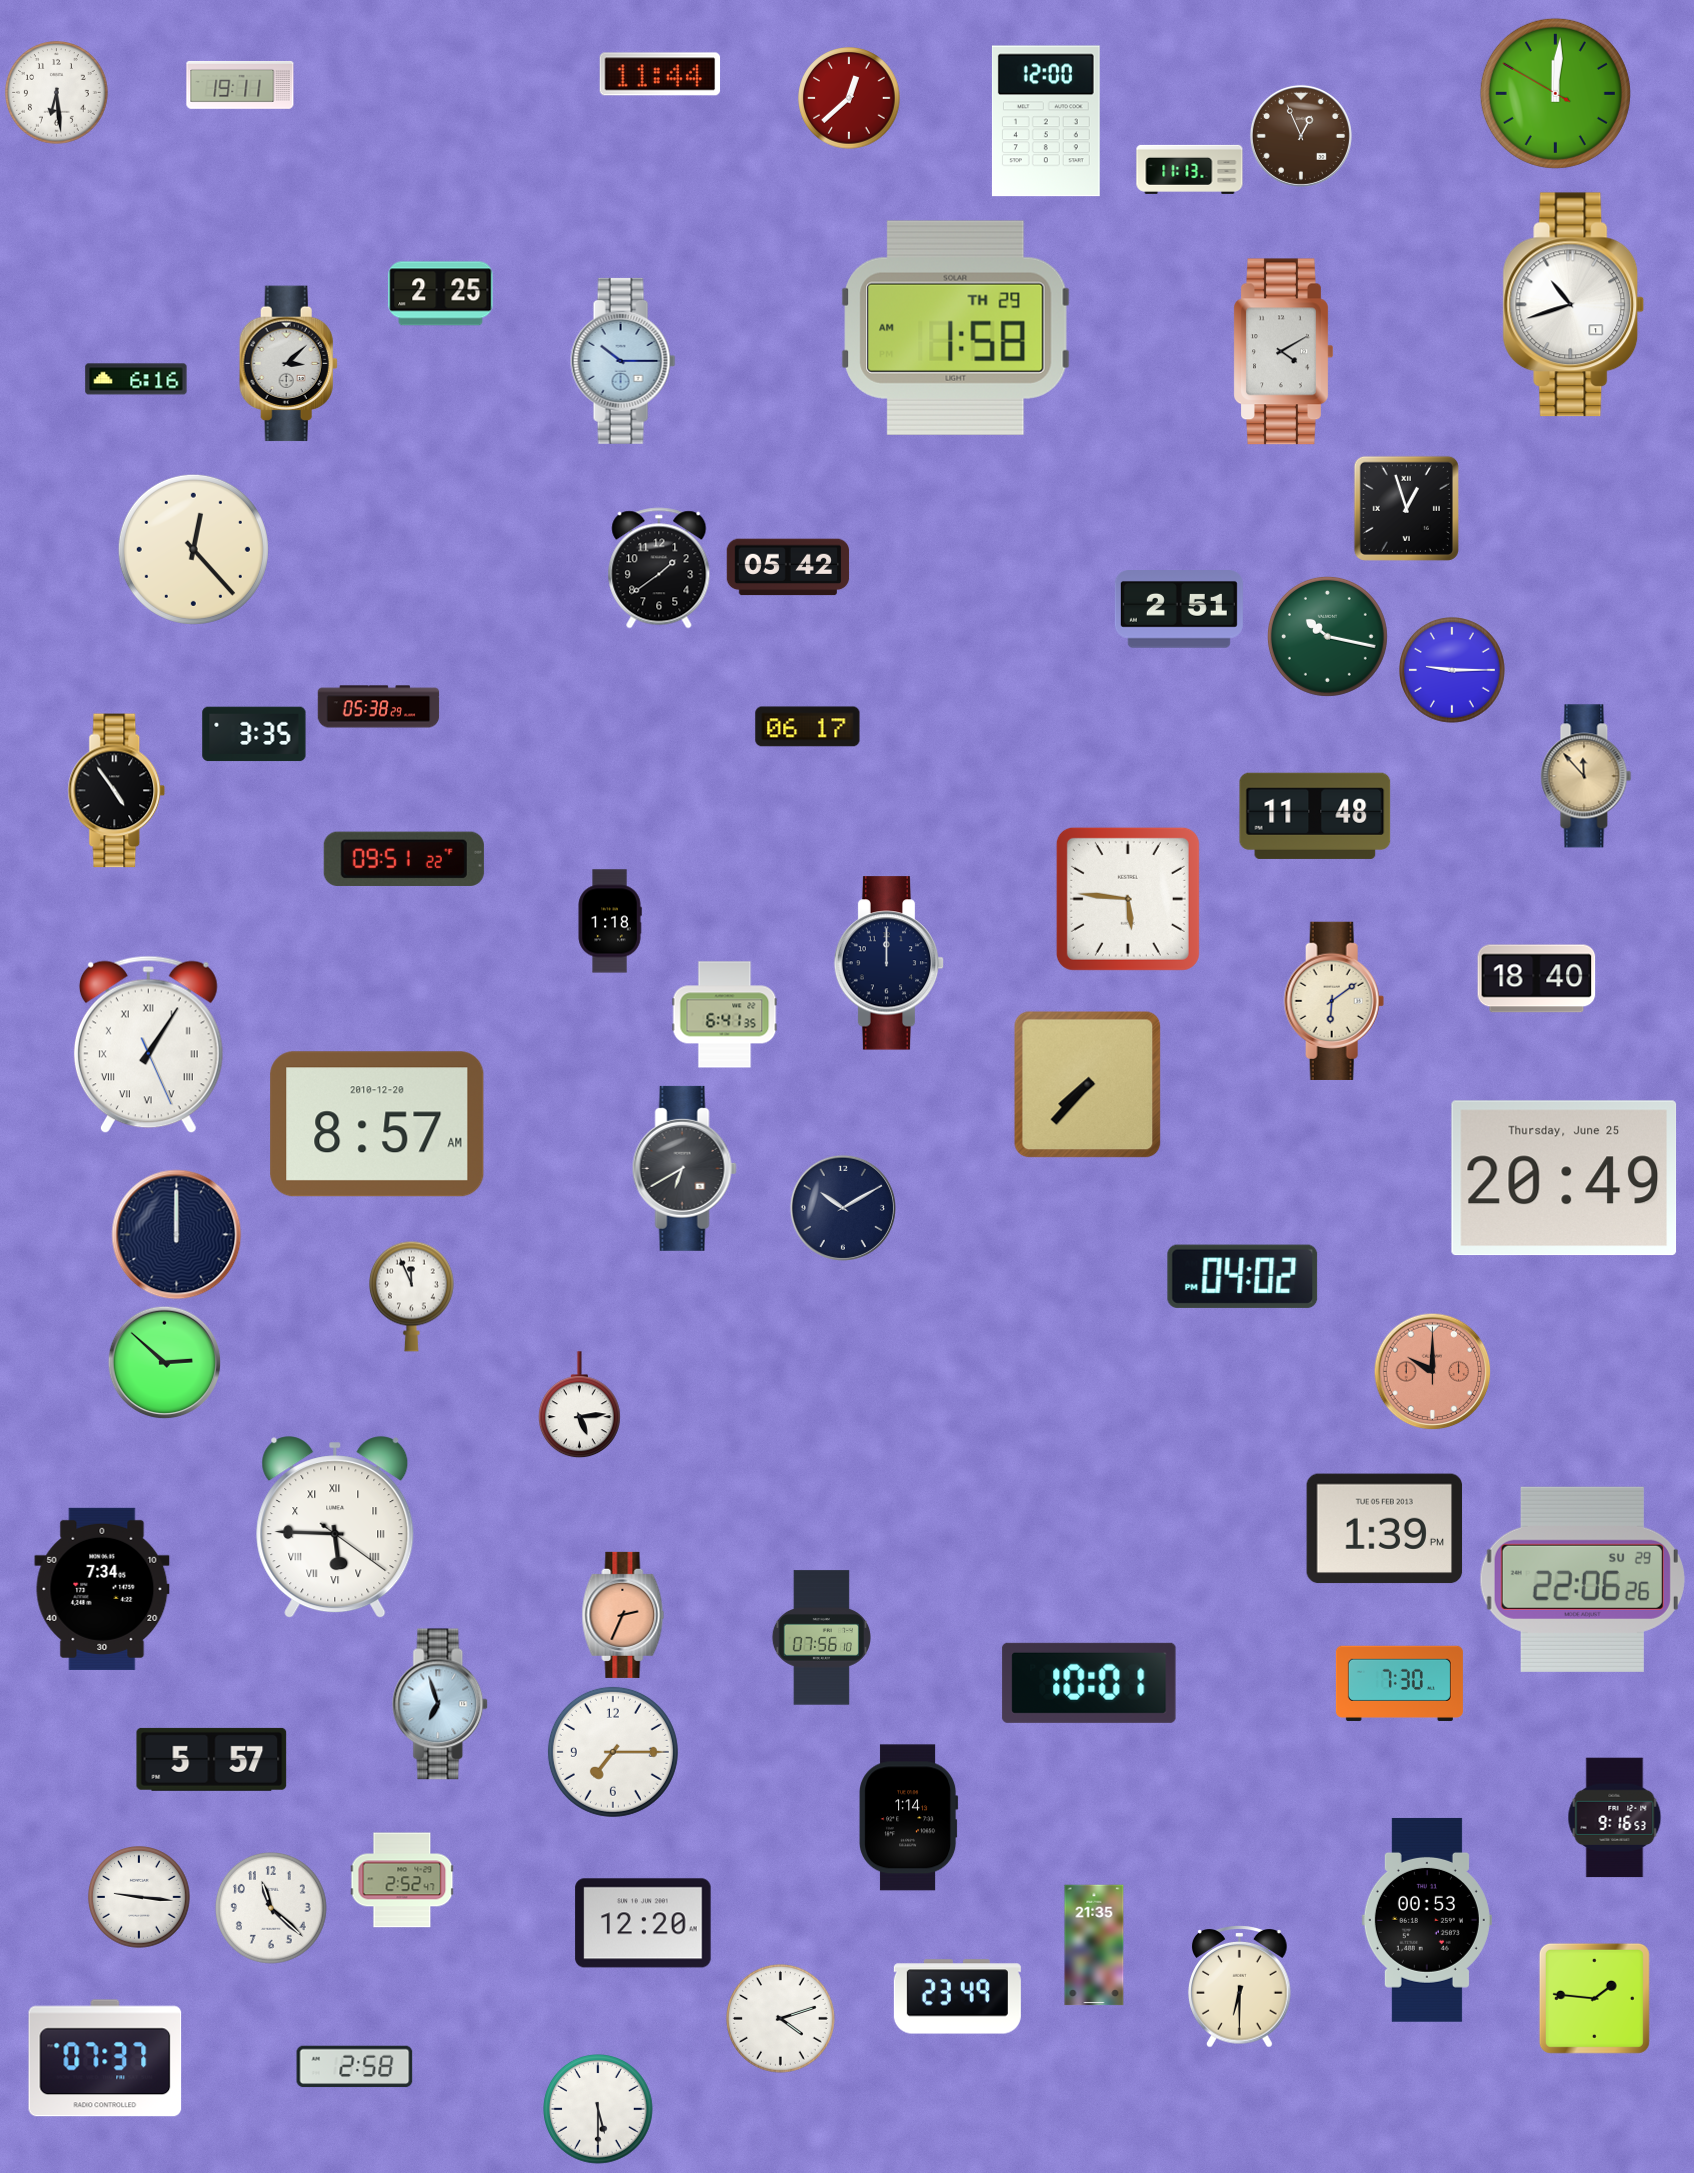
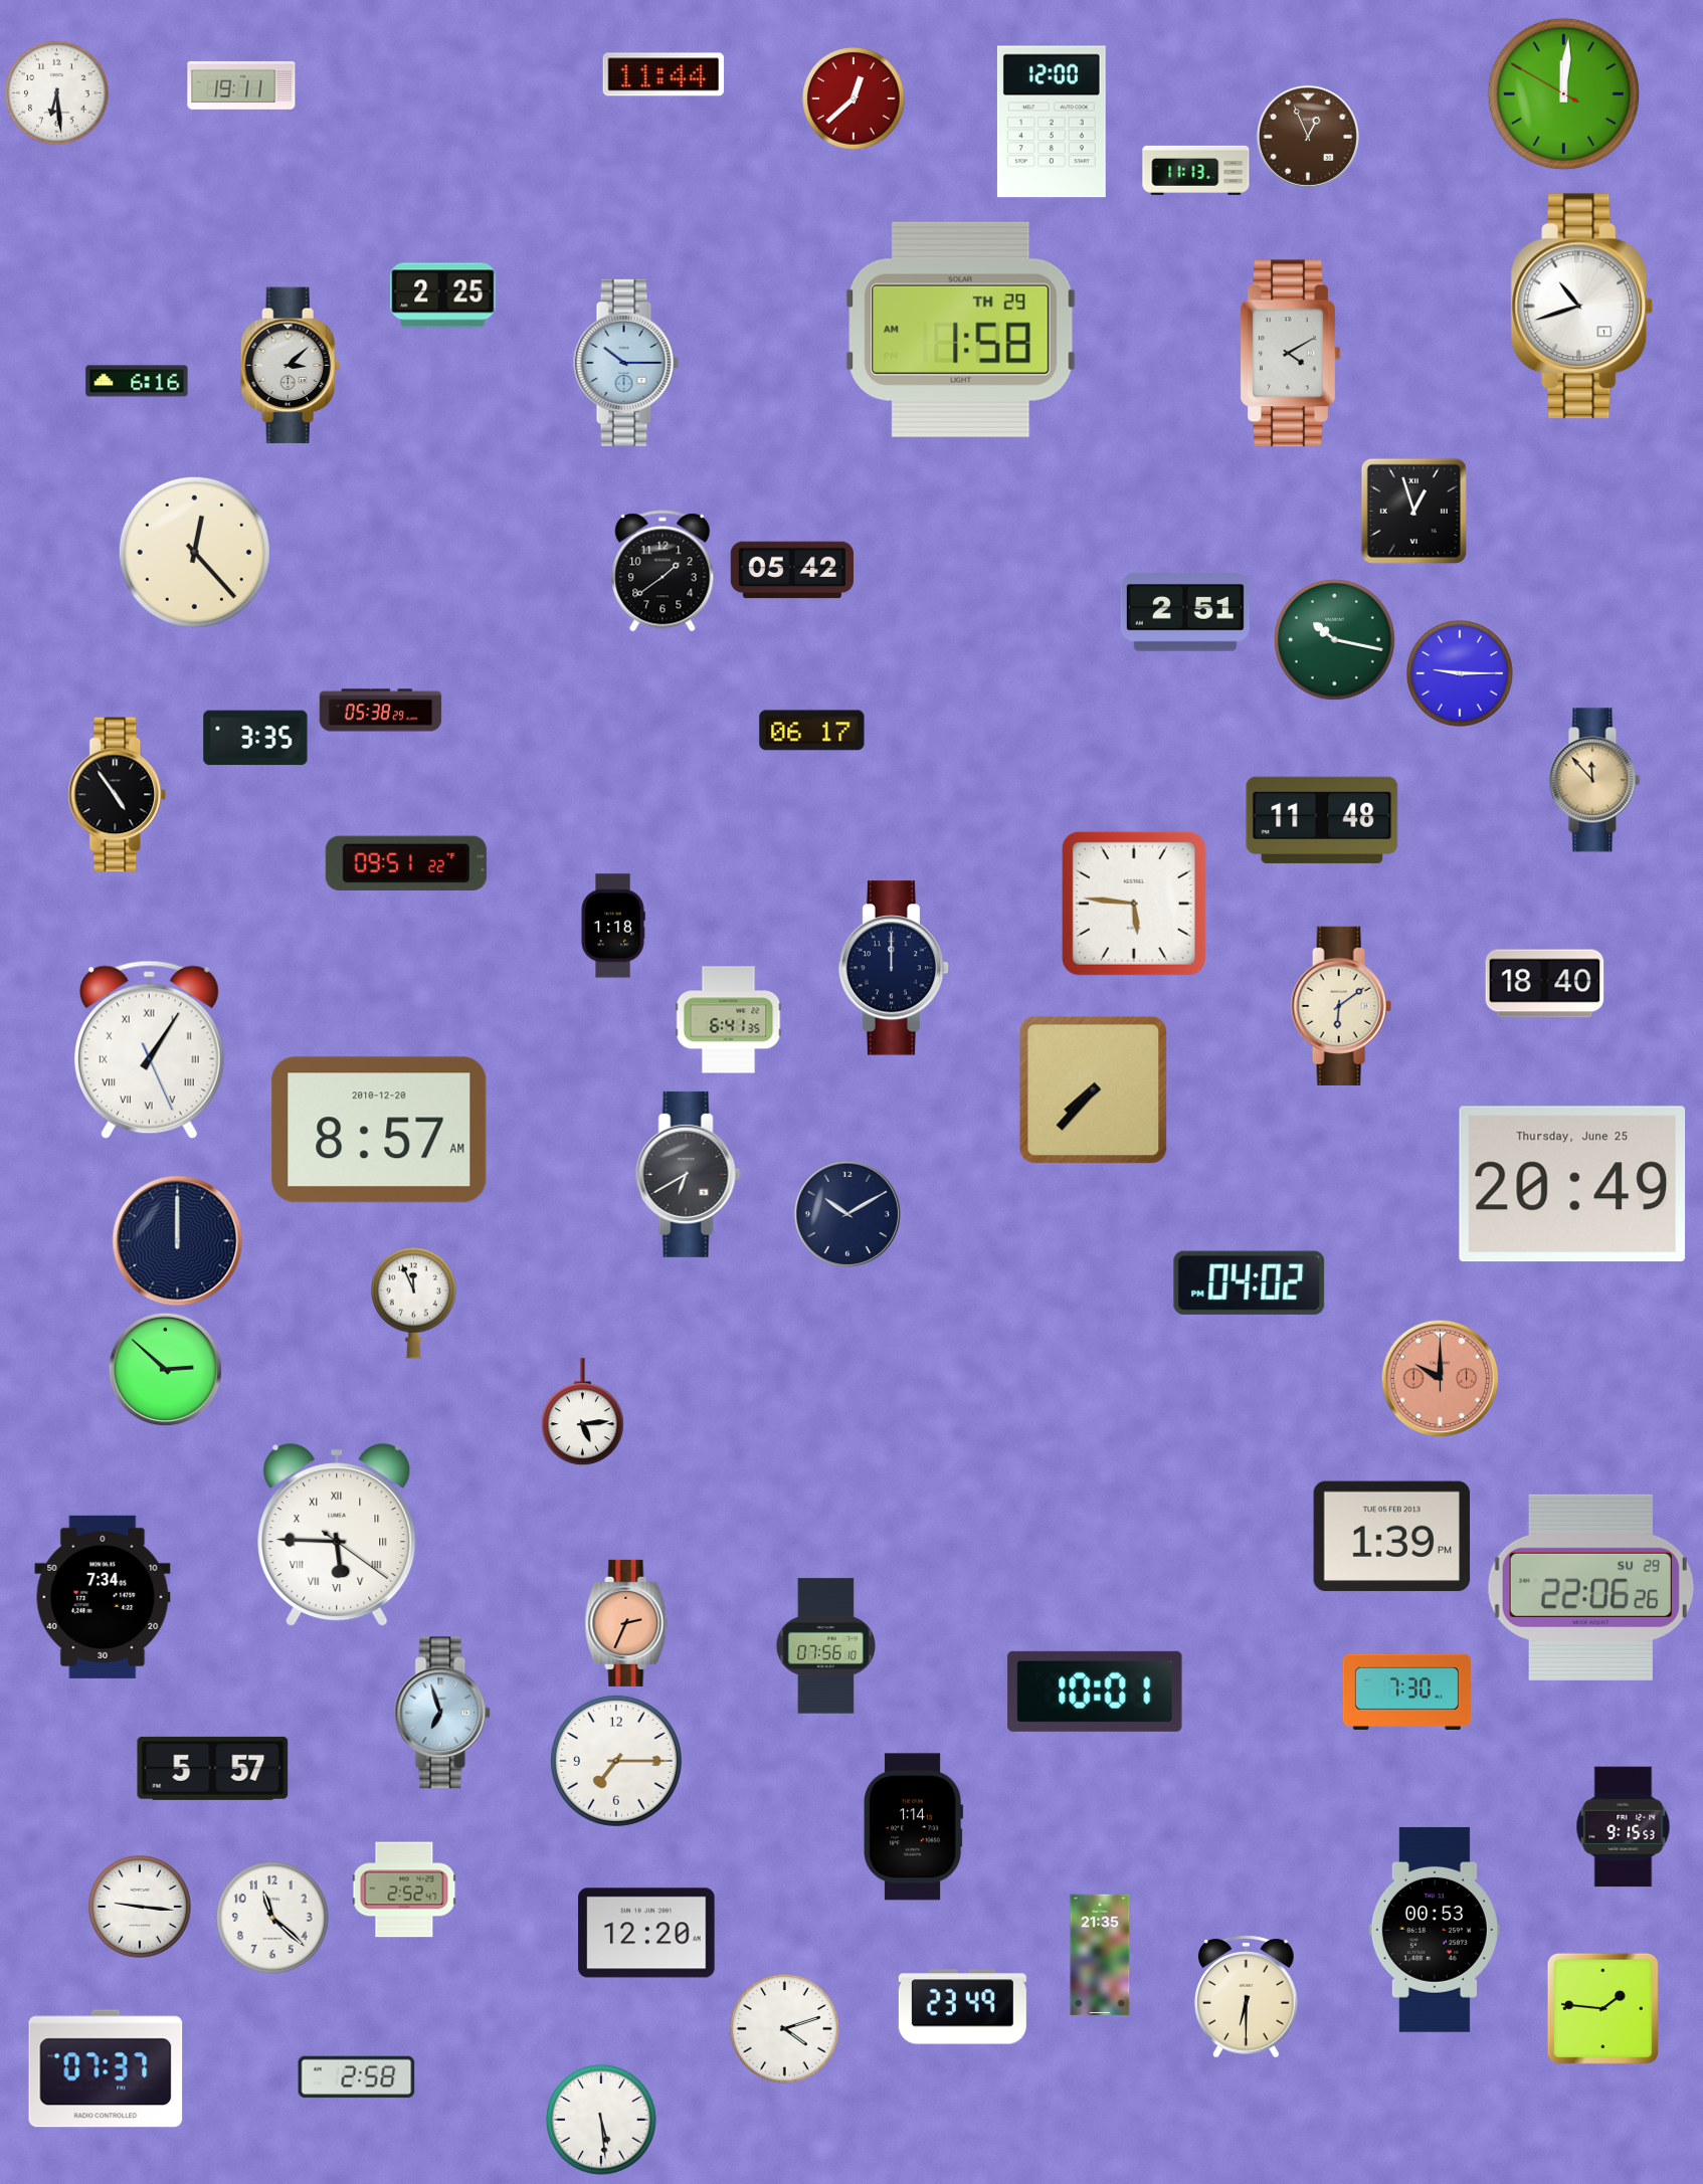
clock at (1615, 1818): 9:16 -> 9:15
clock at (599, 2110): 5:30 -> 5:29
